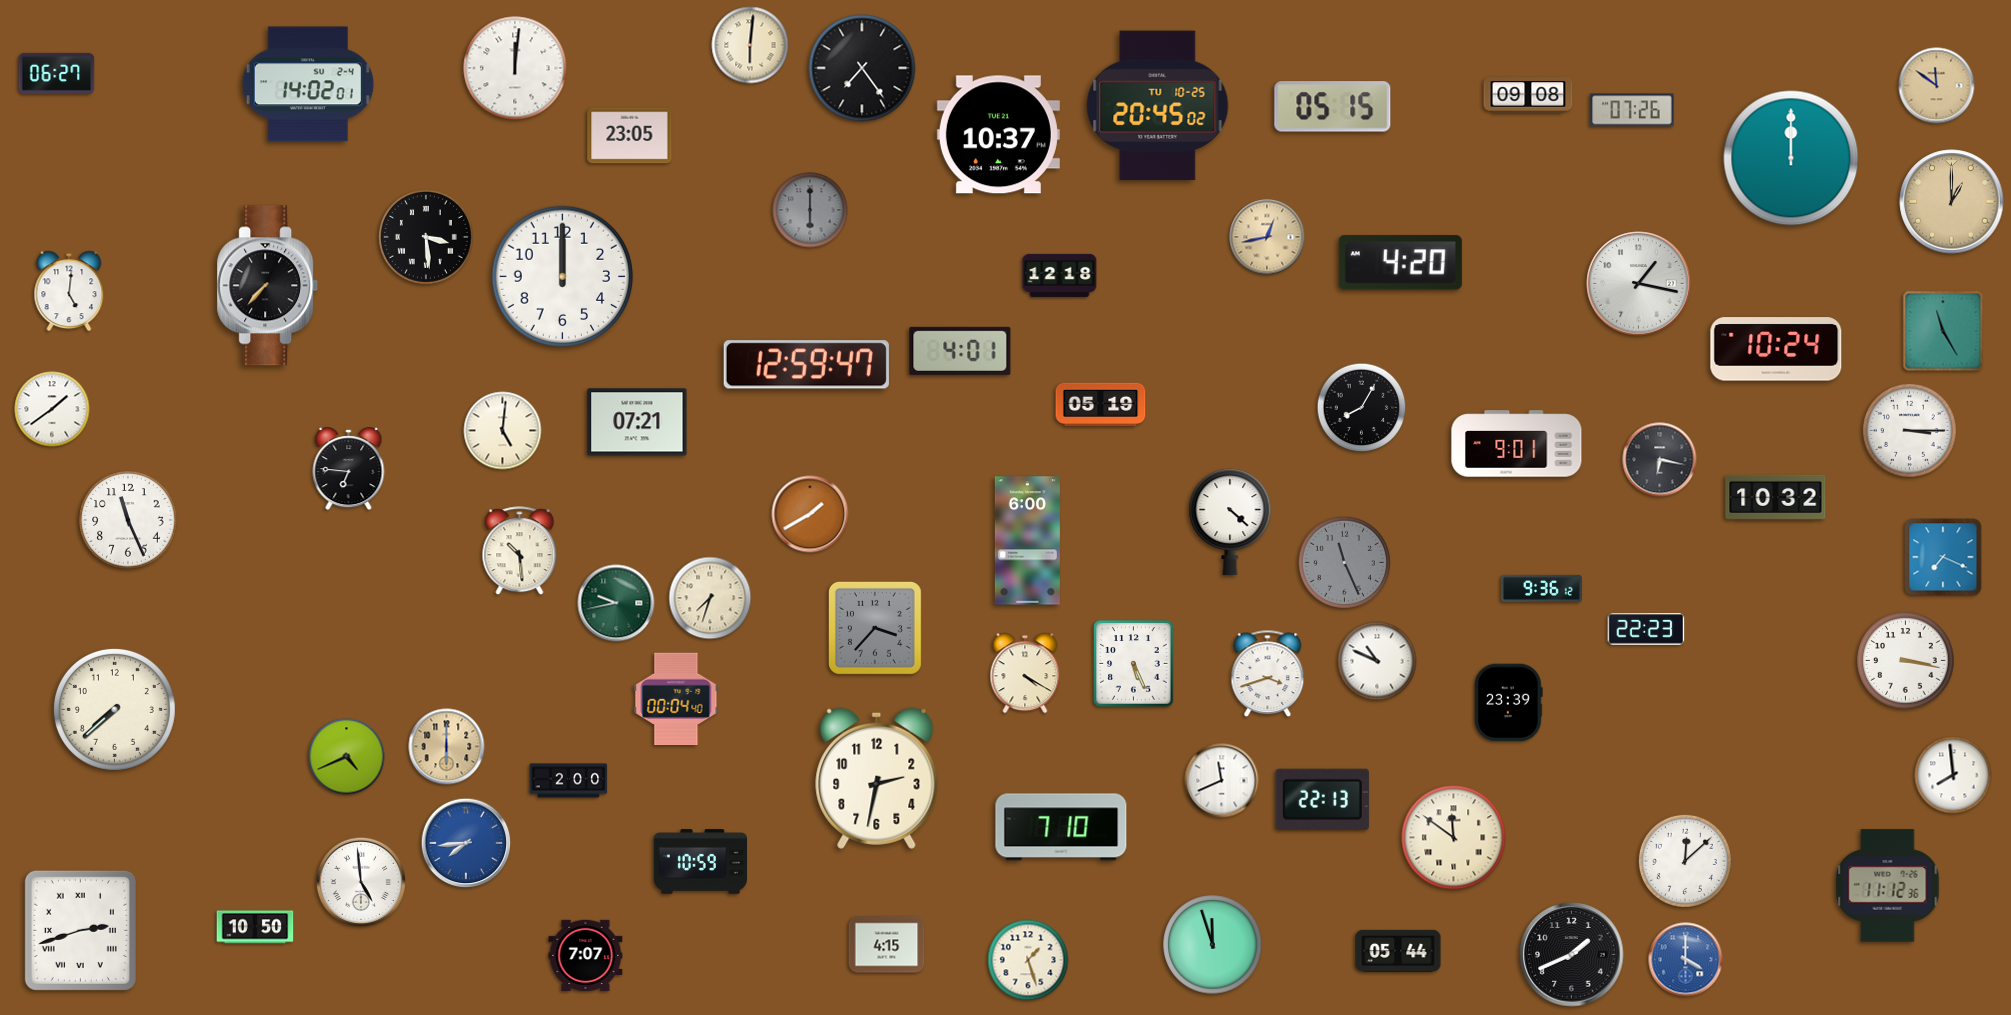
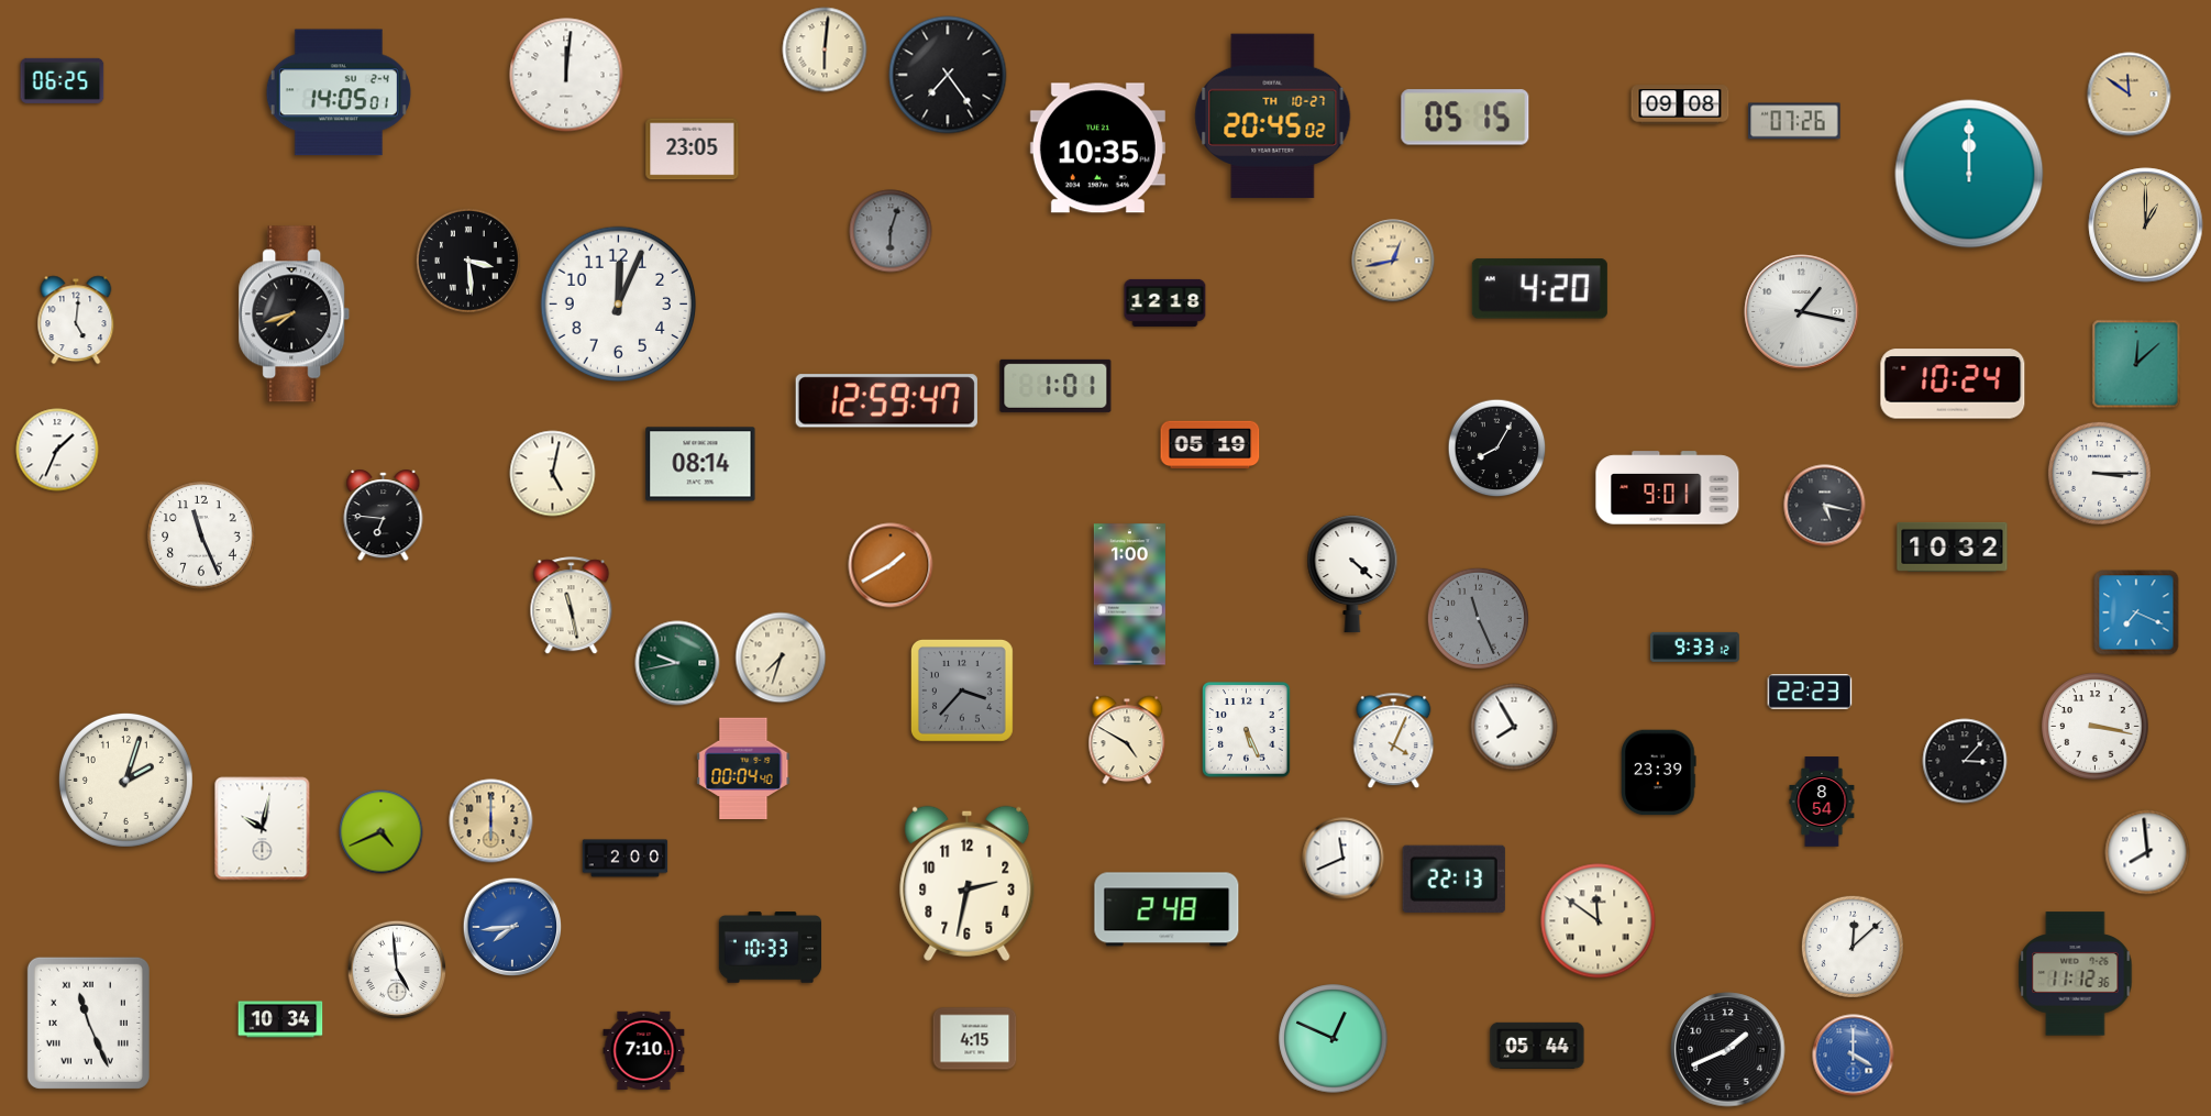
clock at (57, 73): 06:27 -> 06:25
clock at (308, 84): 14:02 -> 14:05
clock at (1158, 106) date: TU 10-25 -> TH 10-27
clock at (998, 135): 10:37 -> 10:35
clock at (1952, 202) position: (1952, 202) -> (2146, 225)
clock at (810, 210): 6:00 -> 6:03
clock at (563, 277): 12:00 -> 12:04
clock at (268, 286): 7:37 -> 7:42
clock at (1943, 331): 11:25 -> 12:08
clock at (960, 351): 4:01 -> 1:01
clock at (52, 409): 1:39 -> 1:34
clock at (637, 422): 07:21 -> 08:14
clock at (503, 431): 5:01 -> 5:02
clock at (1660, 460): 6:17 -> 5:17
clock at (128, 520) position: (128, 520) -> (201, 535)
clock at (1027, 541): 6:00 -> 1:00
clock at (520, 551): 10:29 -> 11:28
clock at (1542, 588): 9:36 -> 9:33
clock at (1377, 661): 10:49 -> 7:55
clock at (1025, 673): 4:20 -> 4:50
clock at (1268, 674): 3:42 -> 4:04
clock at (1965, 761): none -> 3:07
clock at (114, 709): 7:38 -> 2:03
clock at (1822, 802): none -> 8:54
clock at (263, 829): none -> 10:02
clock at (877, 778) position: (877, 778) -> (968, 883)
clock at (1061, 827): 7:10 -> 2:48
clock at (700, 862): 10:59 -> 10:33
clock at (255, 927): 10:50 -> 10:34
clock at (80, 930): 2:42 -> 11:26
clock at (1213, 945): 11:57 -> 12:49
clock at (586, 956): 7:07 -> 7:10
clock at (1028, 960): 1:27 -> none
